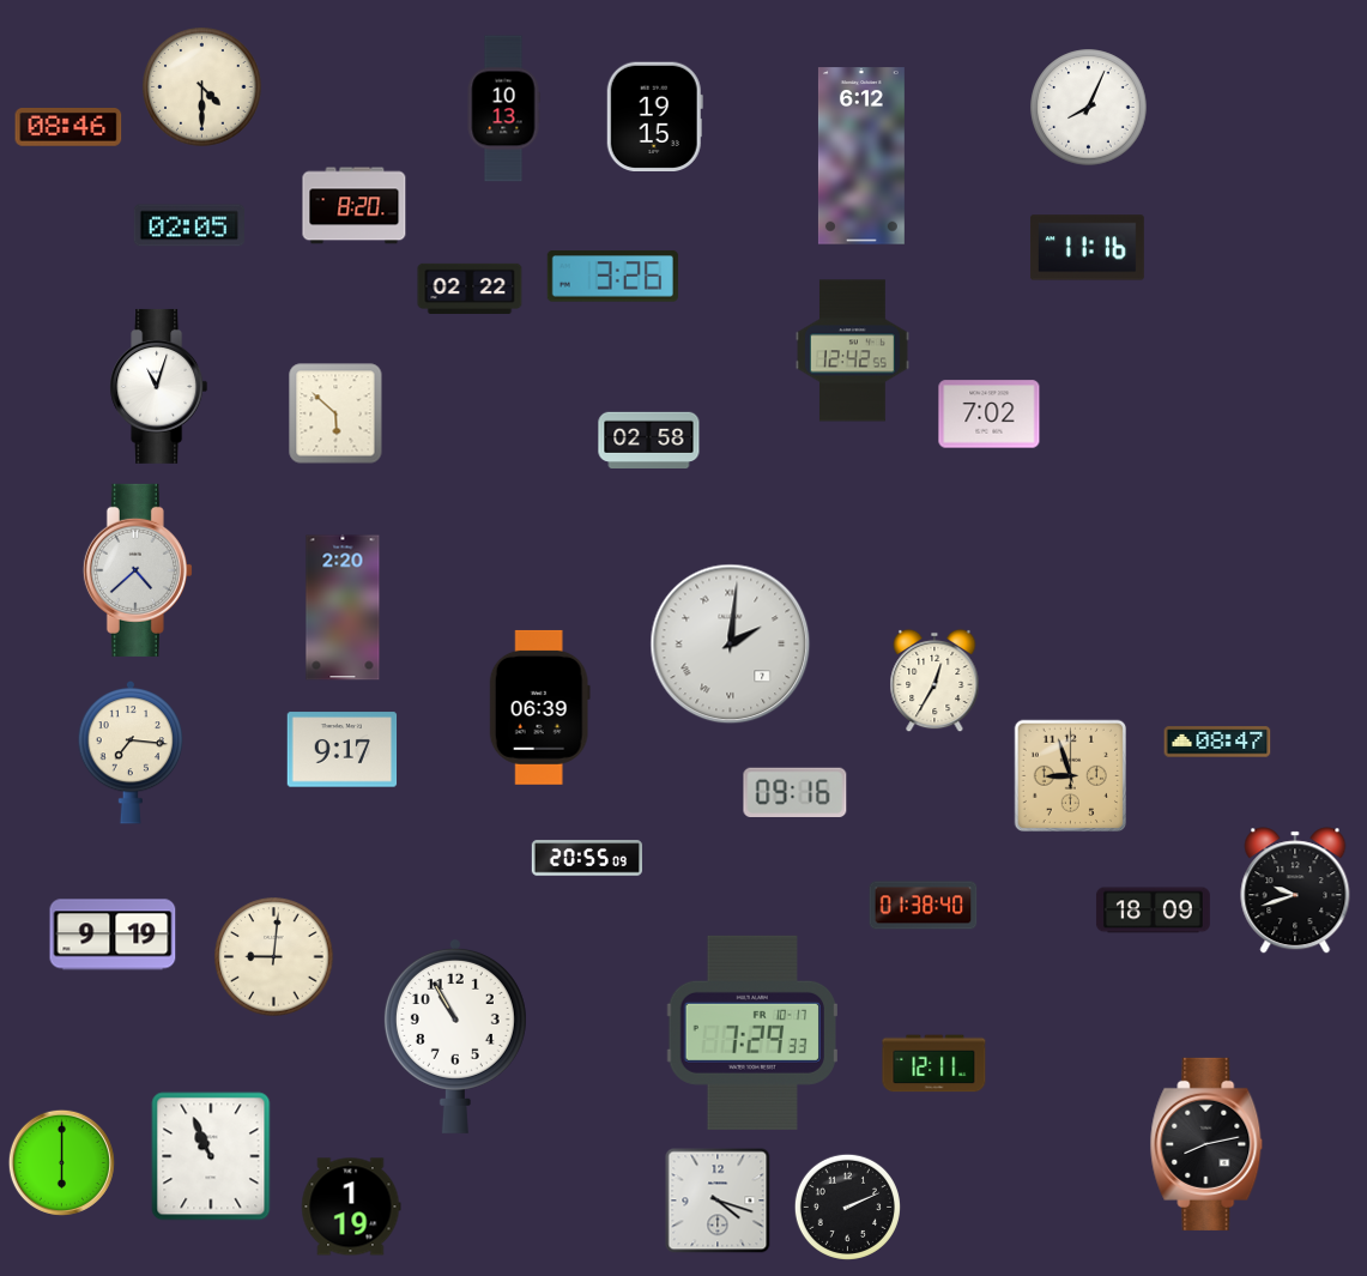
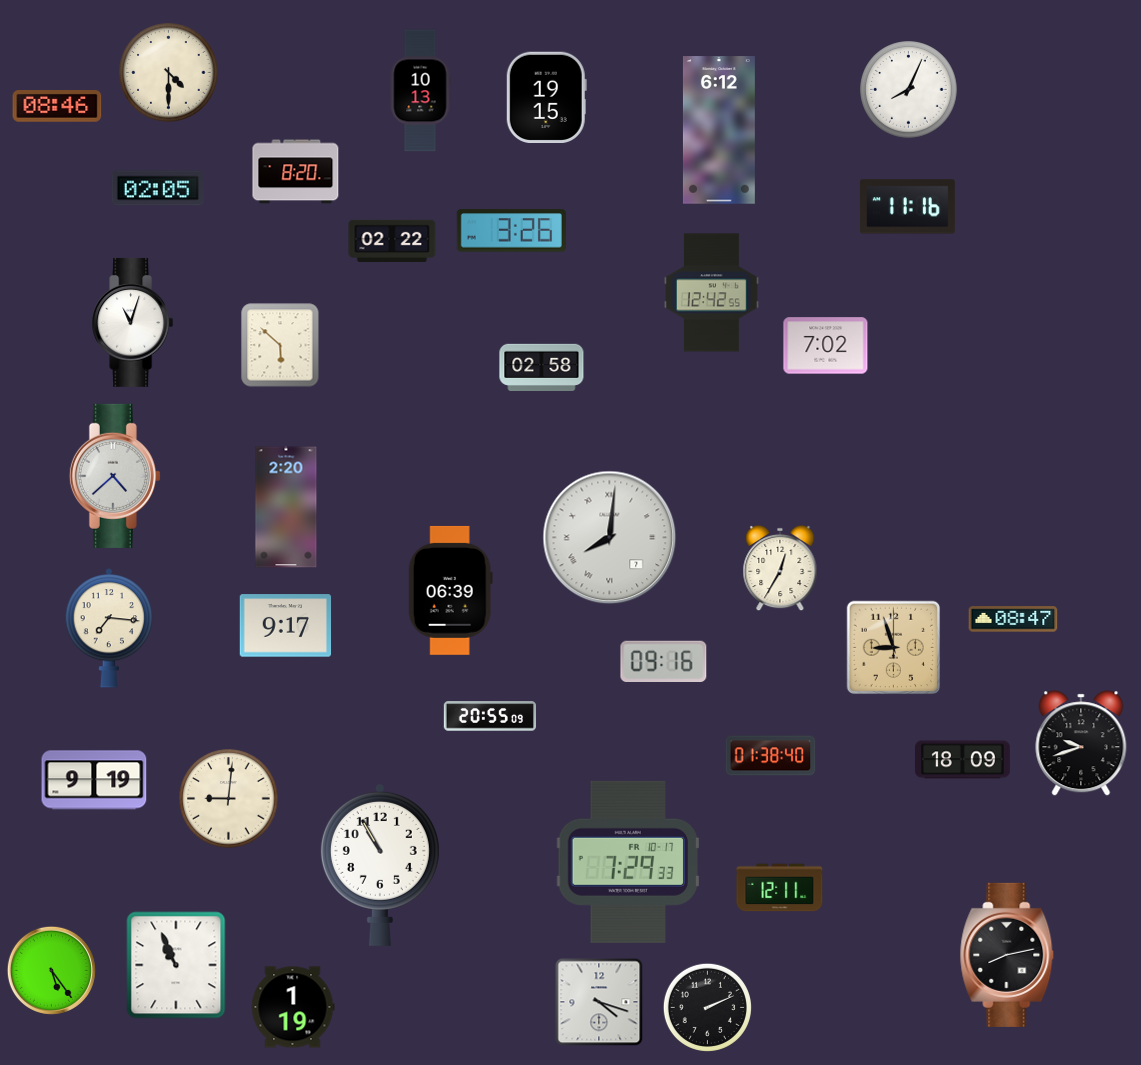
clock at (731, 645): 2:01 -> 8:01
clock at (1217, 742) position: (1217, 742) -> (1013, 619)
clock at (61, 1162): 6:00 -> 5:24
